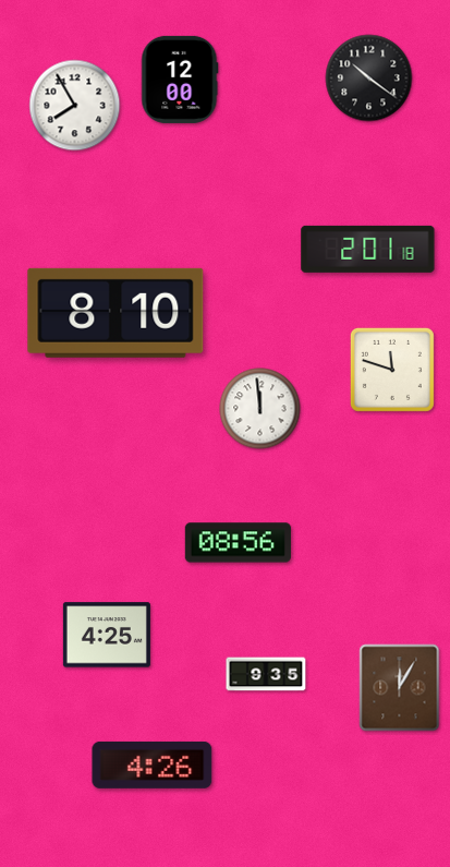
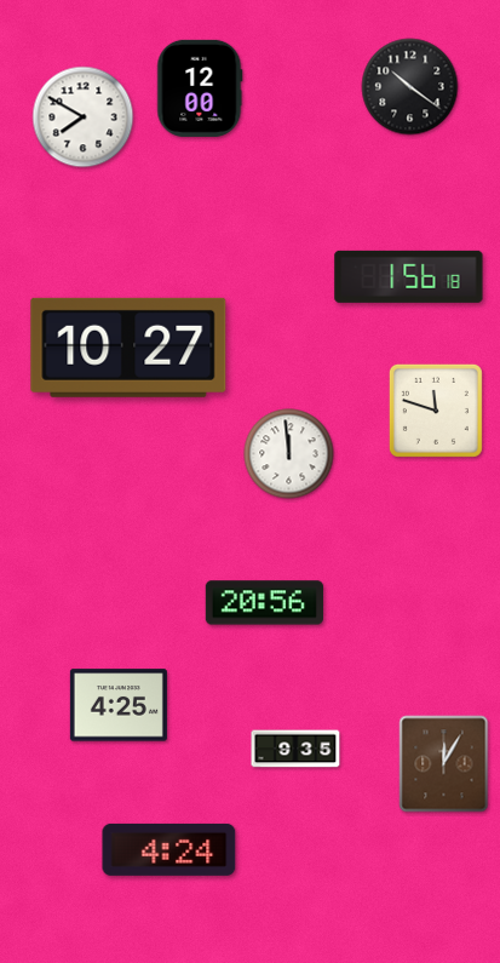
clock at (75, 106): 7:55 -> 7:50
clock at (368, 249): 2:01 -> 1:56
clock at (115, 313): 8:10 -> 10:27
clock at (238, 543): 08:56 -> 20:56
clock at (153, 764): 4:26 -> 4:24
